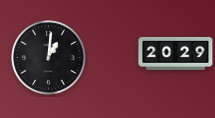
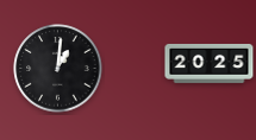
clock at (176, 53): 20:29 -> 20:25
